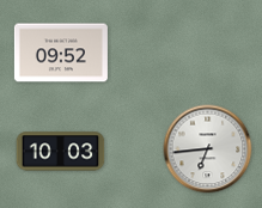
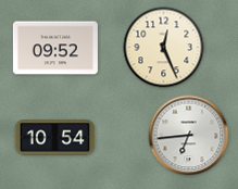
clock at (164, 48): none -> 12:26
clock at (61, 152): 10:03 -> 10:54
